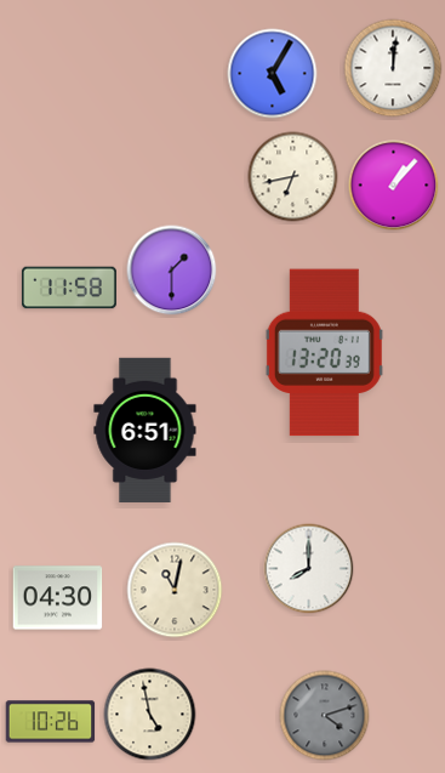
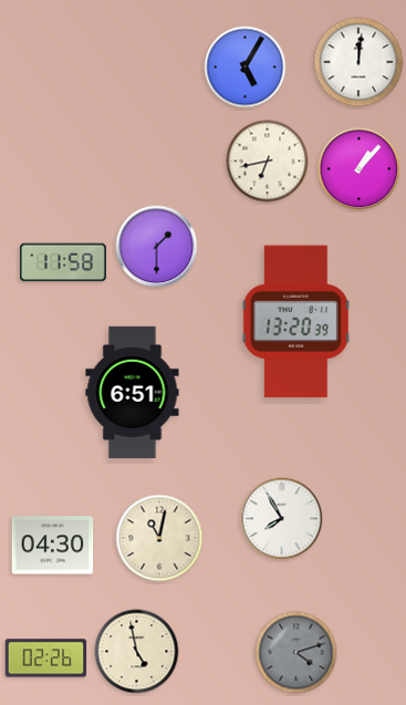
clock at (273, 74) position: (273, 74) -> (246, 68)
clock at (309, 569): 8:00 -> 7:55
clock at (51, 722): 10:26 -> 02:26
